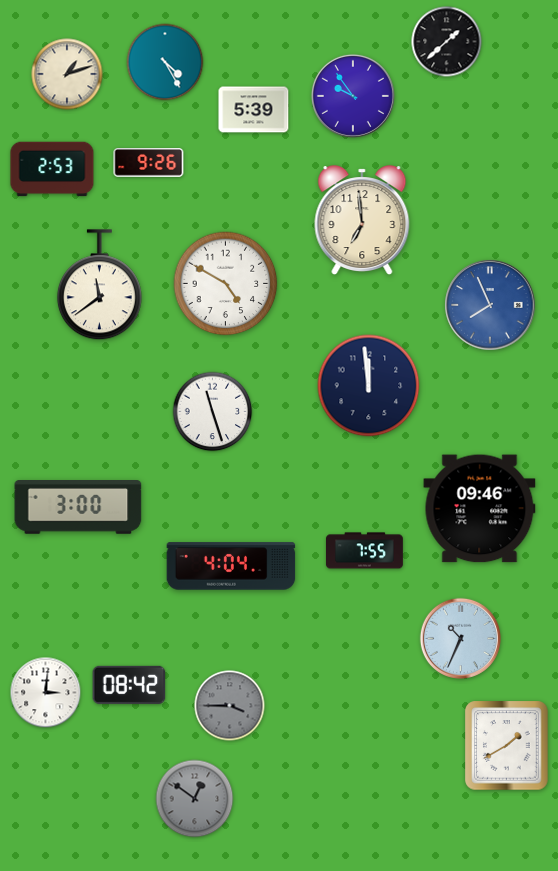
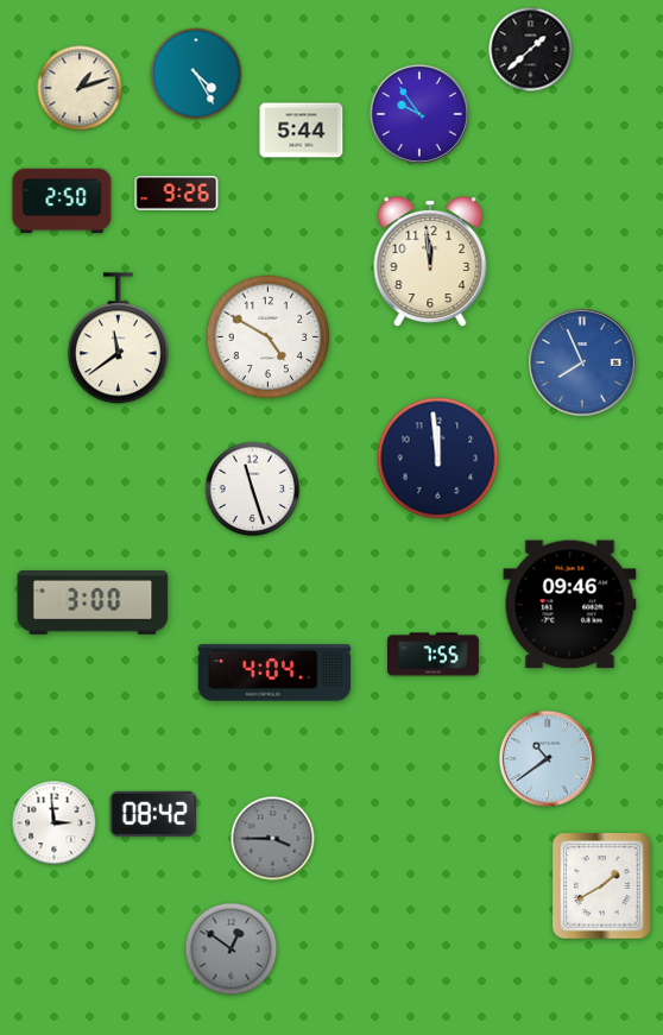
clock at (254, 110): 5:39 -> 5:44
clock at (52, 169): 2:53 -> 2:50
clock at (362, 220): 6:59 -> 11:59
clock at (460, 638): 10:34 -> 10:39
clock at (46, 693): 3:01 -> 2:59
